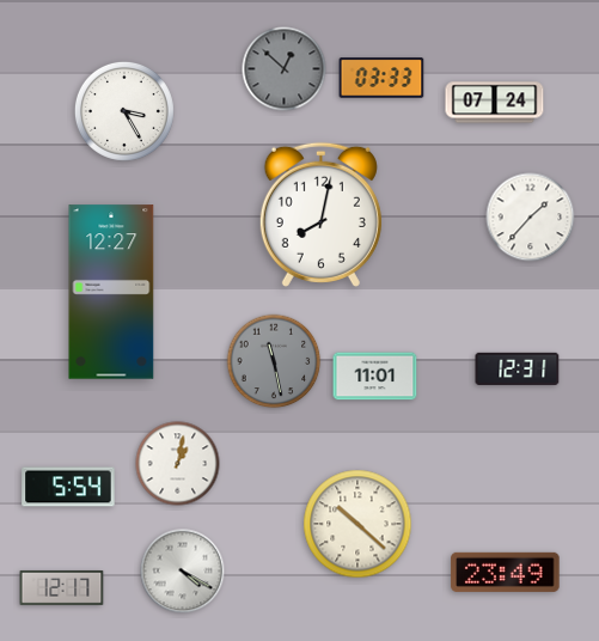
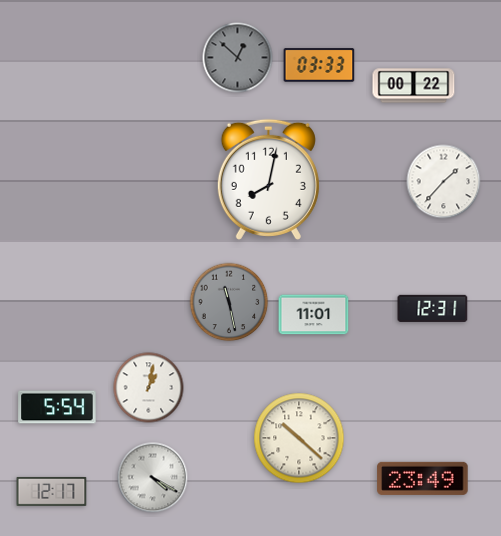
clock at (495, 103): 07:24 -> 00:22
clock at (124, 111): 3:25 -> none
clock at (111, 292): 12:27 -> none
